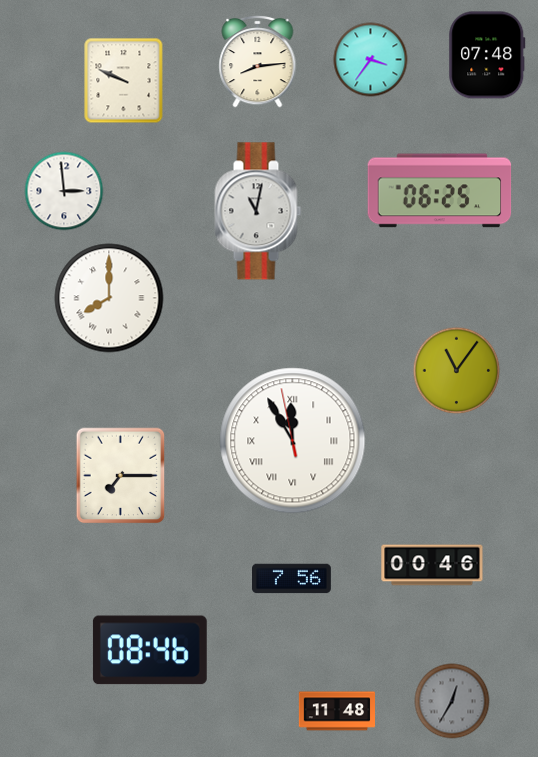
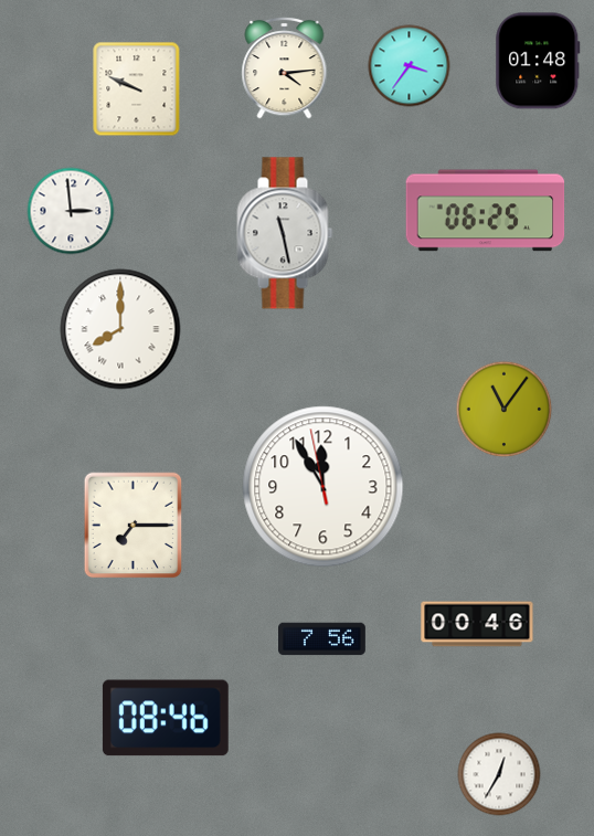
clock at (487, 55): 07:48 -> 01:48
clock at (258, 61): 8:14 -> 4:14
clock at (258, 211): 11:02 -> 11:28
clock at (293, 441) numerals: Roman -> Arabic
clock at (452, 701) dial: grey -> white
clock at (336, 711): 11:48 -> none
